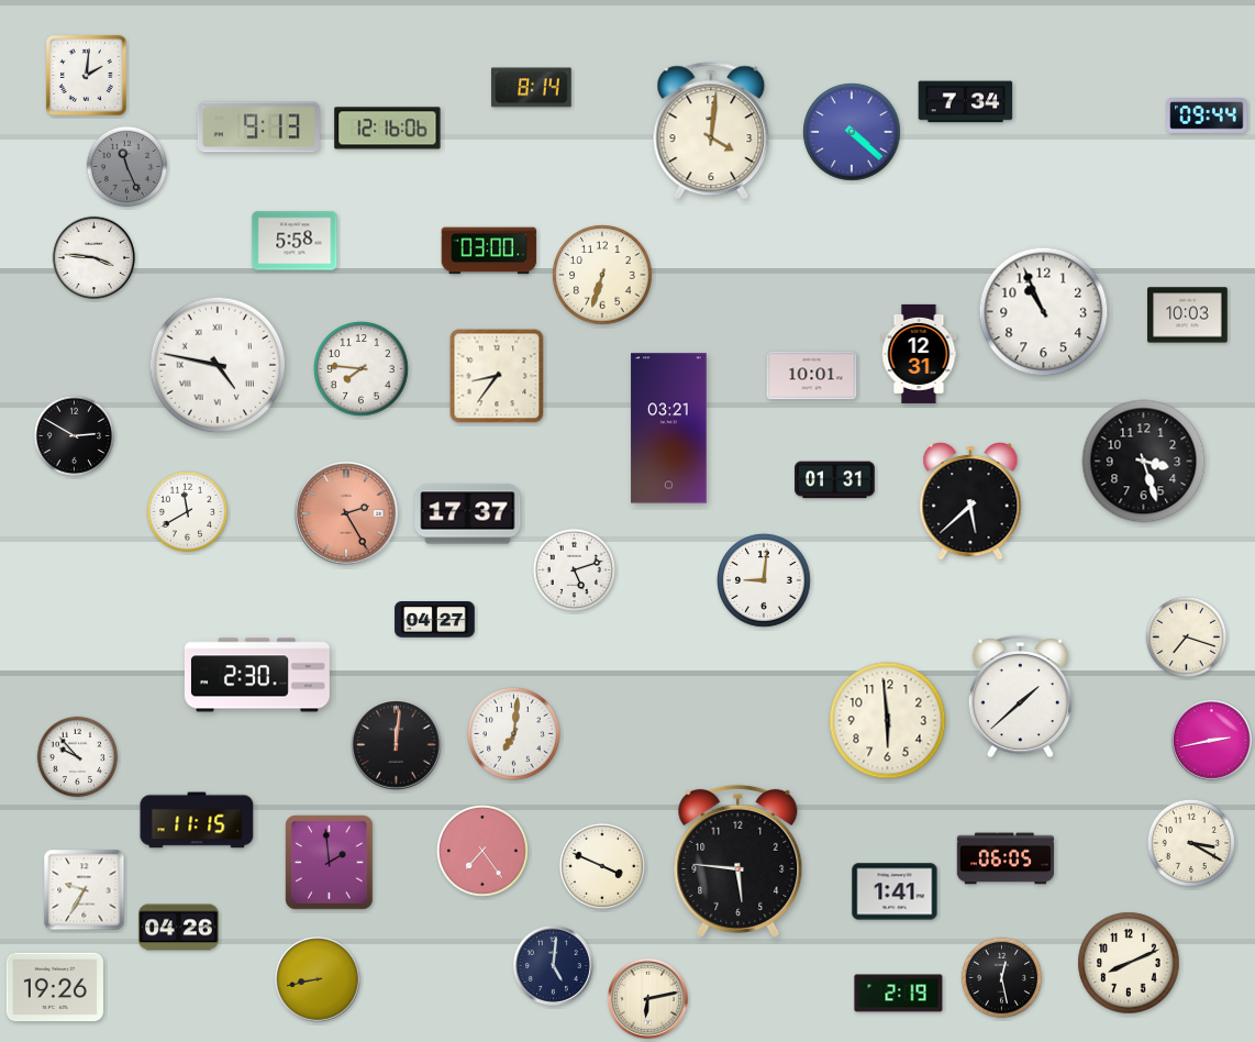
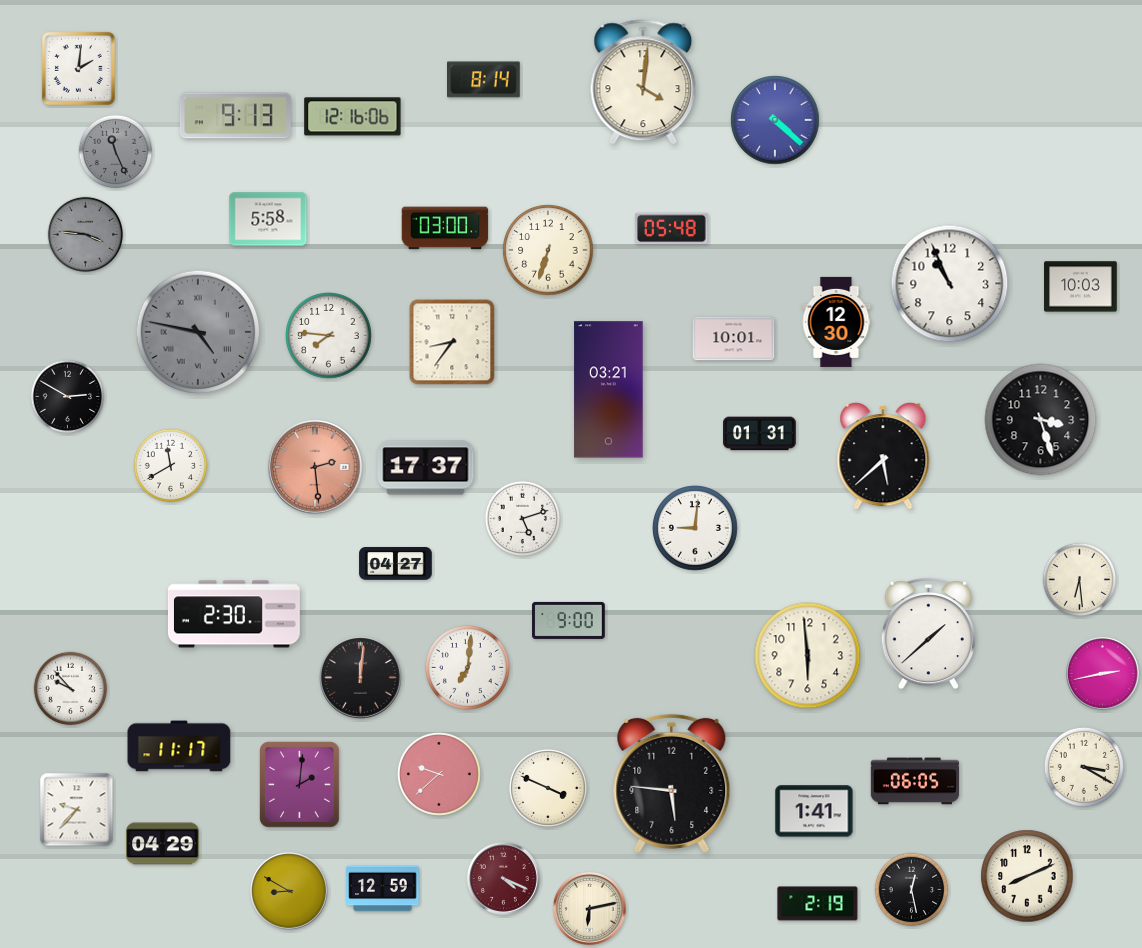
clock at (966, 102): 7:34 -> none
clock at (1207, 117): 09:44 -> none
clock at (711, 132) position: (711, 132) -> (643, 83)
clock at (672, 229): none -> 05:48
clock at (95, 258) dial: white -> grey
clock at (919, 354): 12:31 -> 12:30
clock at (218, 365) dial: white -> grey
clock at (812, 376) position: (812, 376) -> (734, 339)
clock at (835, 480) position: (835, 480) -> (760, 434)
clock at (346, 513): 2:25 -> 2:29
clock at (1187, 638): 7:18 -> 6:29
clock at (569, 620): none -> 9:00
clock at (197, 820): 11:15 -> 11:17
clock at (482, 851): 7:24 -> 9:38
clock at (330, 863): 1:59 -> 2:01
clock at (85, 890): 9:35 -> 9:37
clock at (179, 928): 04:26 -> 04:29
clock at (553, 965): 5:01 -> 4:19
clock at (553, 965) dial: navy -> burgundy
clock at (383, 889): none -> 12:59
clock at (319, 980): 8:43 -> 8:50
clock at (54, 987): 19:26 -> none
